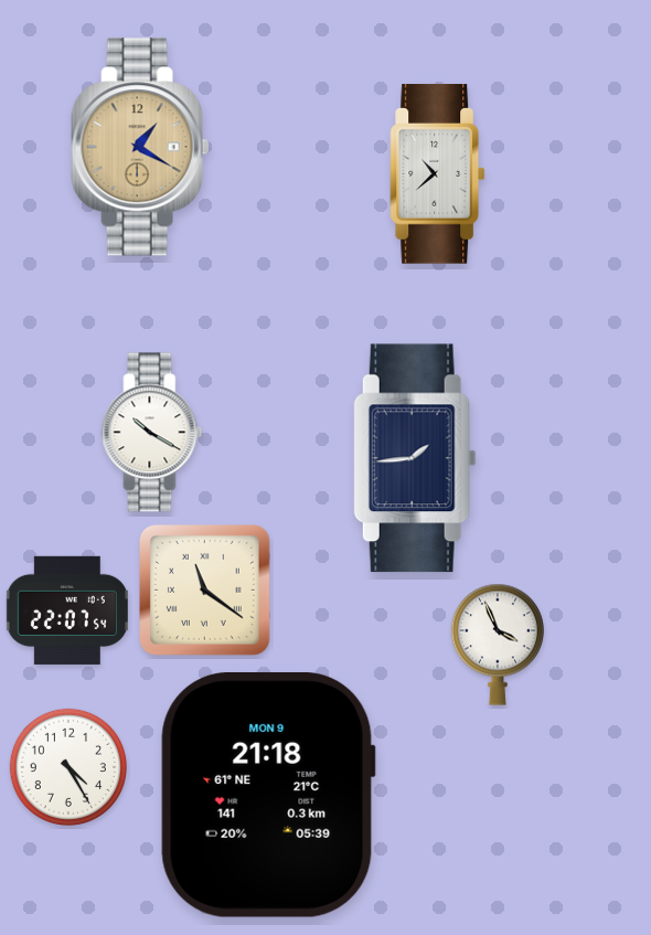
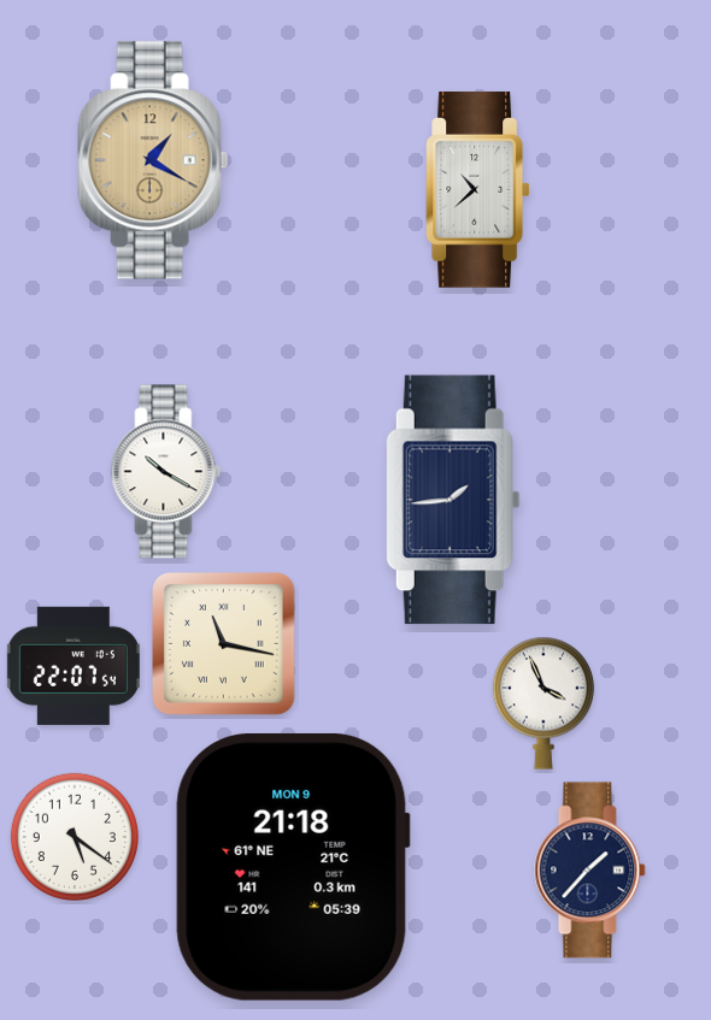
clock at (205, 591): 11:21 -> 11:17
clock at (67, 766): 4:25 -> 5:21
clock at (590, 871): none -> 1:37
